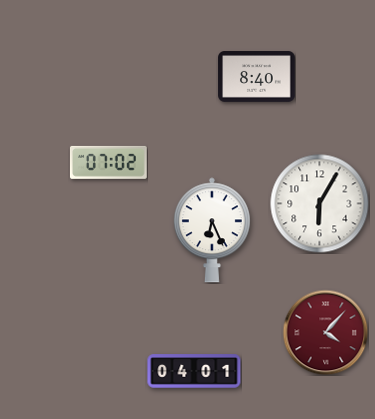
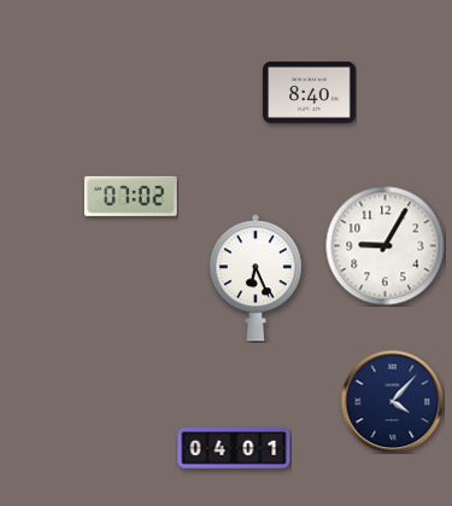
clock at (320, 204): 6:05 -> 9:05
clock at (325, 332) dial: burgundy -> navy
